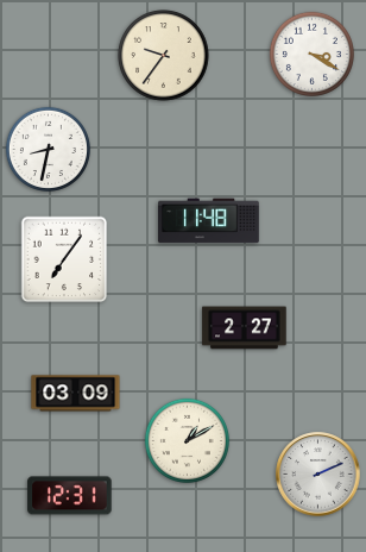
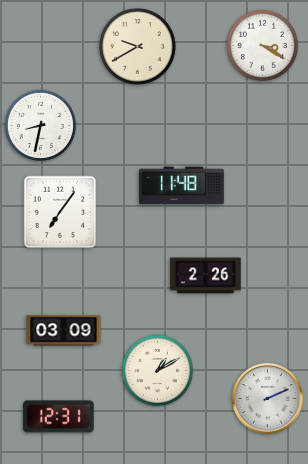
clock at (164, 56): 9:36 -> 9:40
clock at (209, 221) position: (209, 221) -> (182, 186)
clock at (64, 259) position: (64, 259) -> (60, 212)
clock at (245, 328): 2:27 -> 2:26
